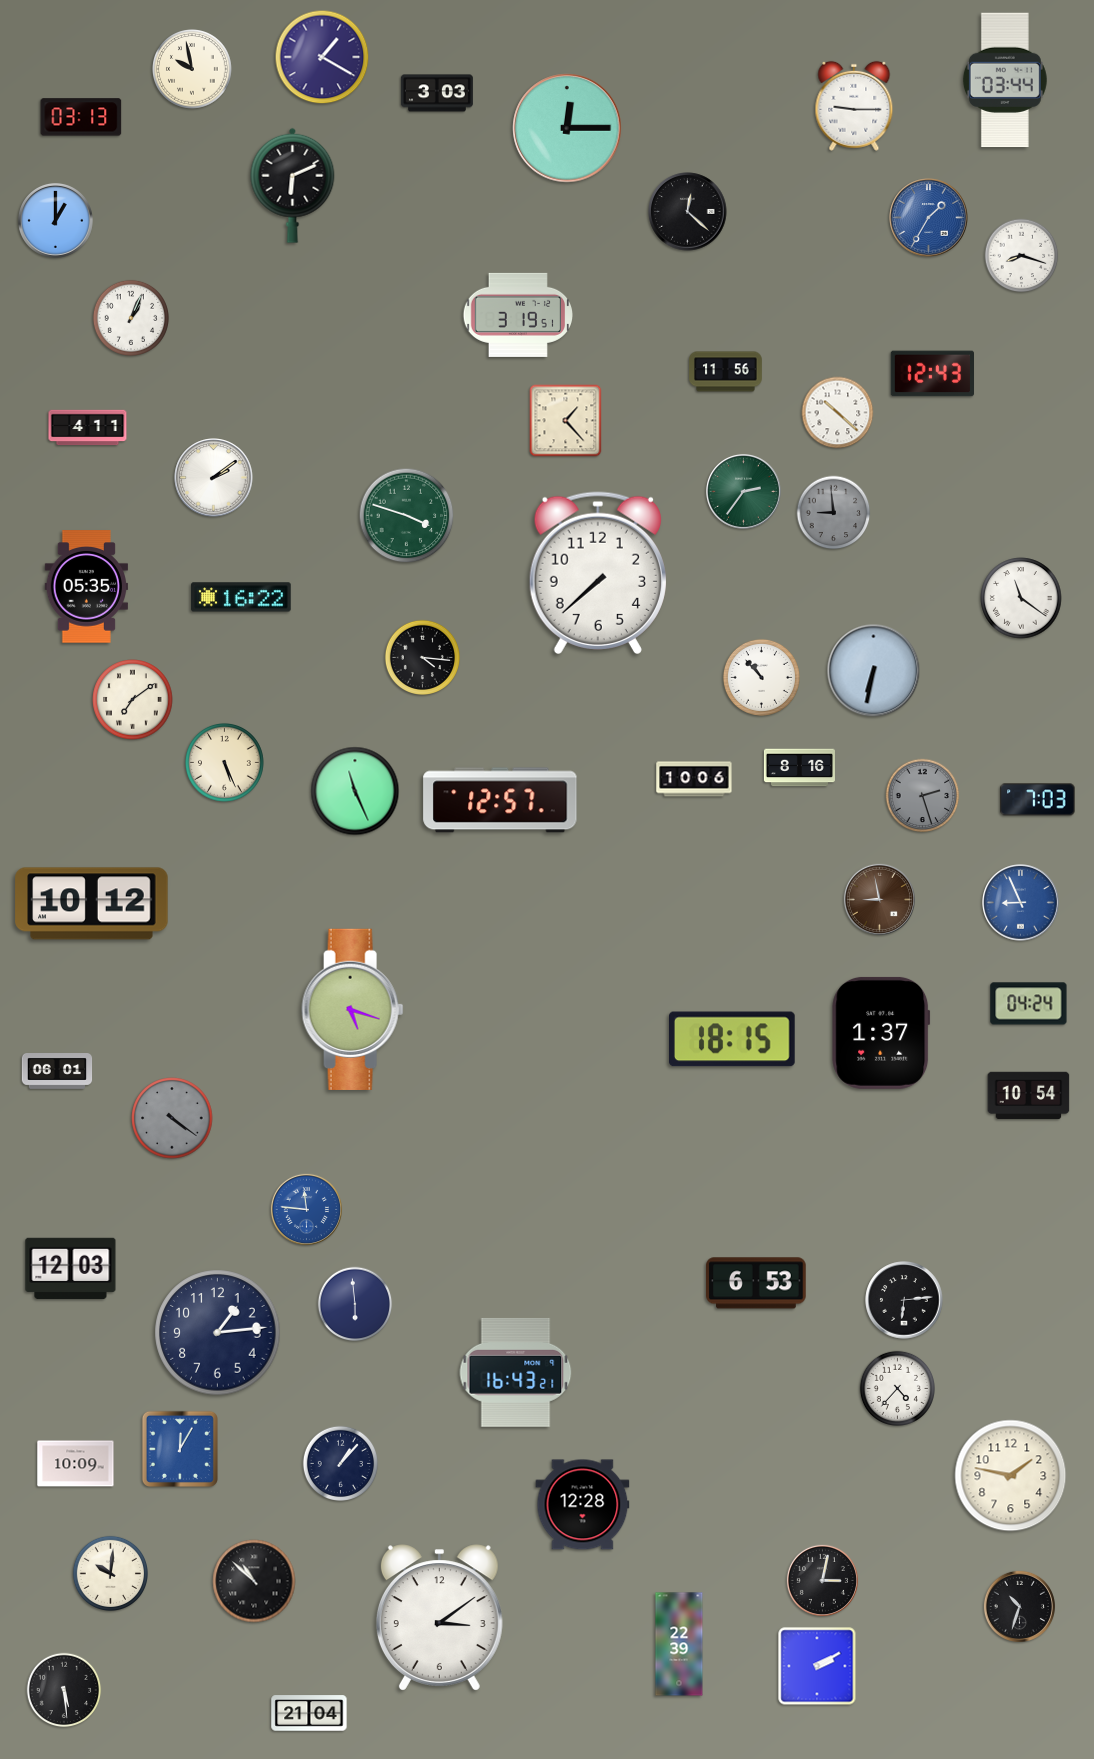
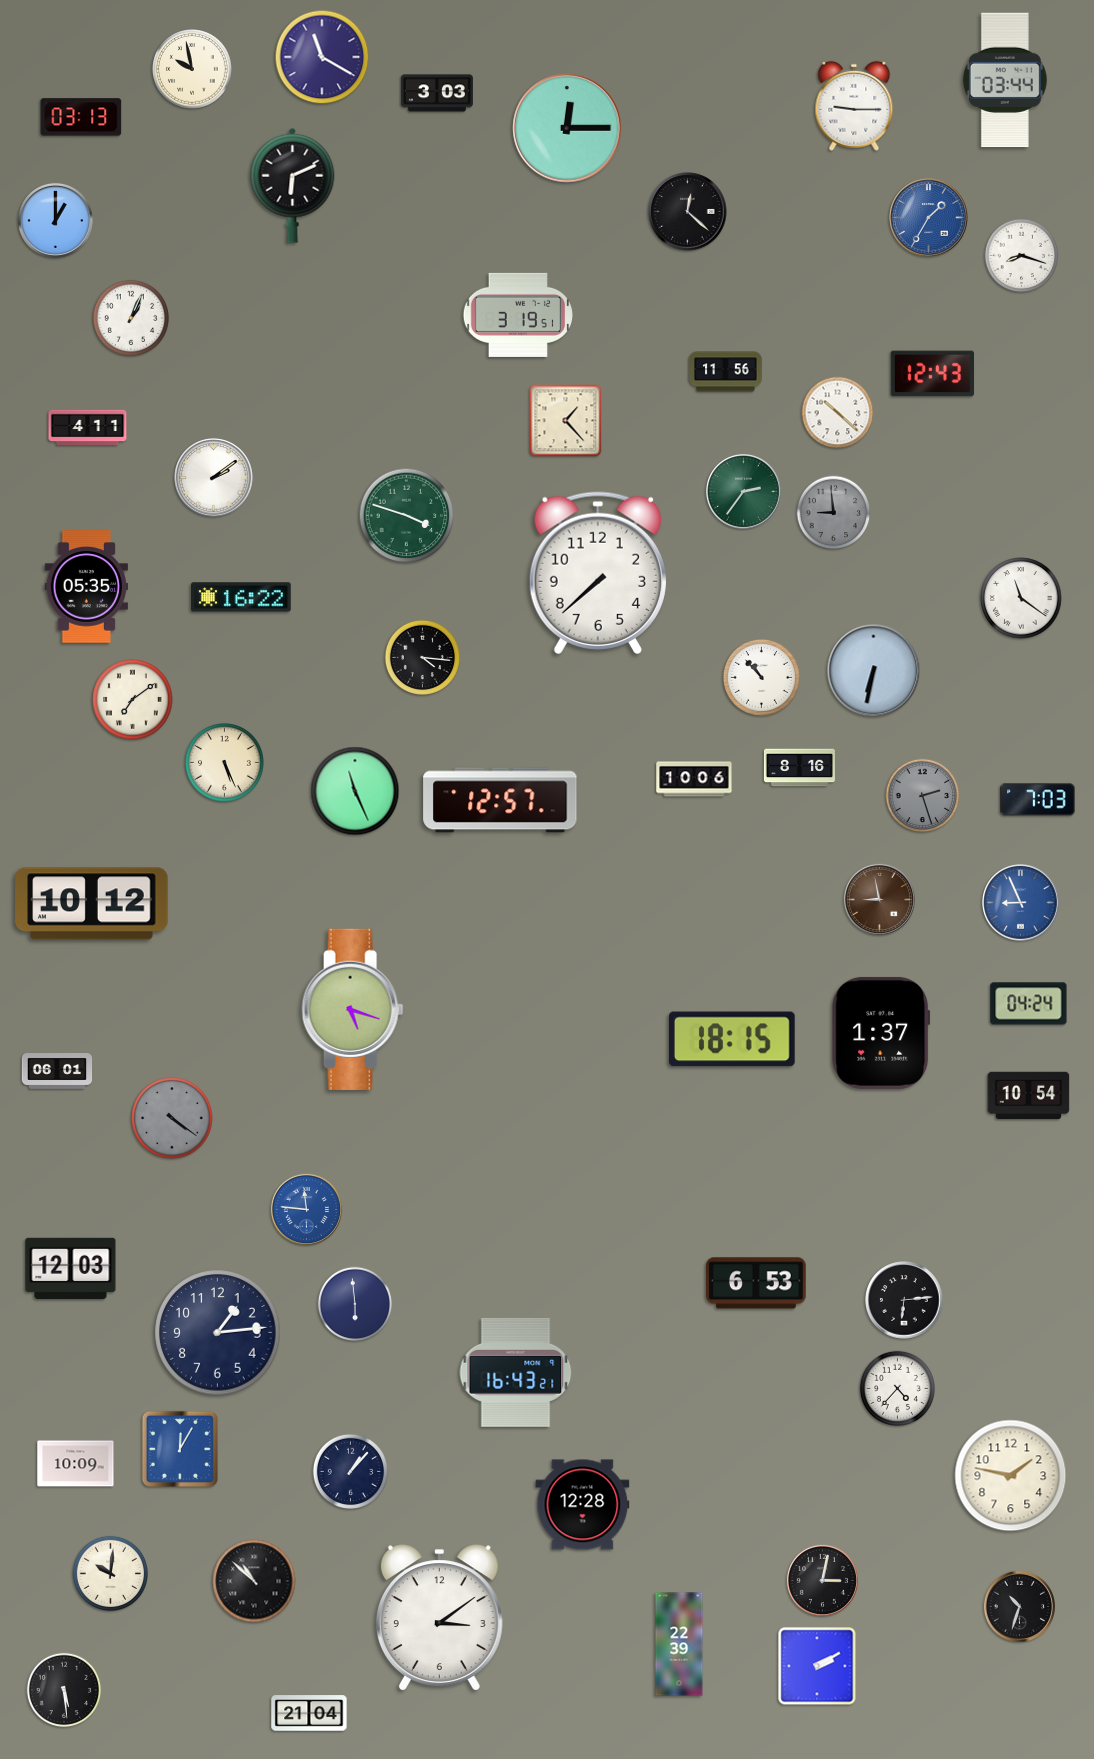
clock at (322, 57): 1:20 -> 11:20
clock at (341, 1463) position: (341, 1463) -> (351, 1471)
